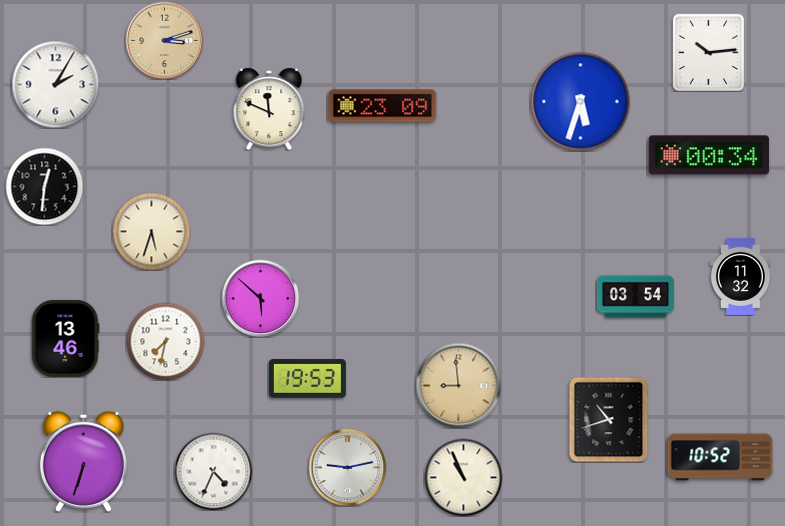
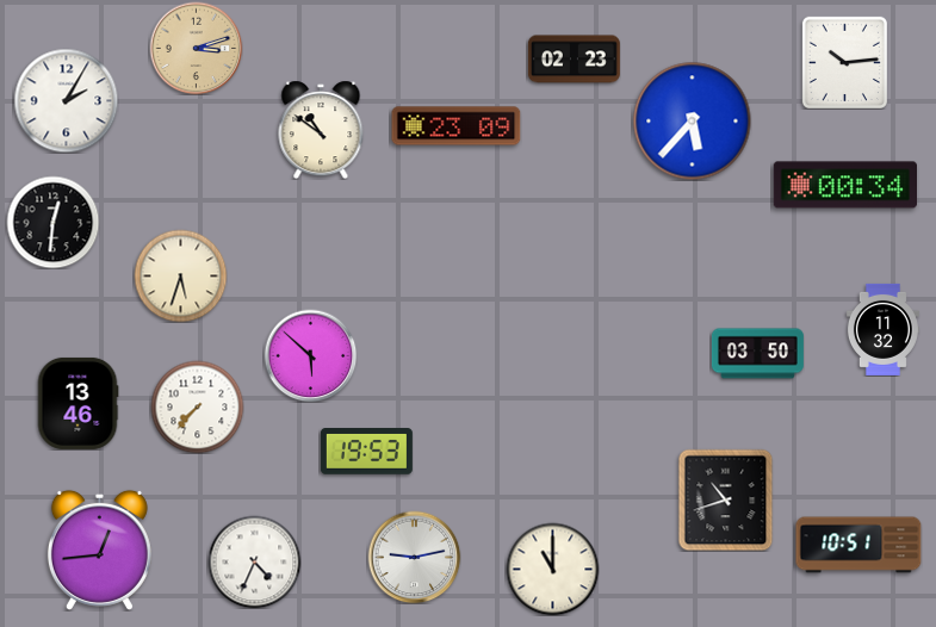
clock at (574, 60): none -> 02:23
clock at (581, 102): 5:33 -> 5:37
clock at (269, 109): 11:49 -> 10:51
clock at (635, 297): 03:54 -> 03:50
clock at (165, 341): 7:32 -> 7:37
clock at (458, 385): 8:59 -> none
clock at (720, 457): 10:52 -> 10:51
clock at (83, 461): 6:33 -> 12:44
clock at (463, 477): 10:56 -> 11:00
